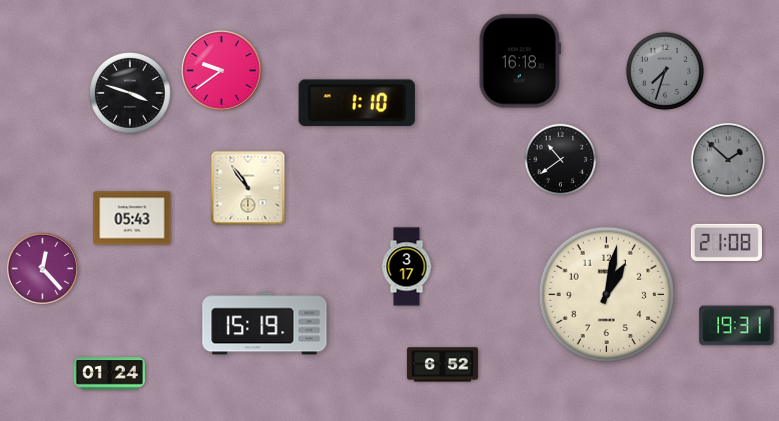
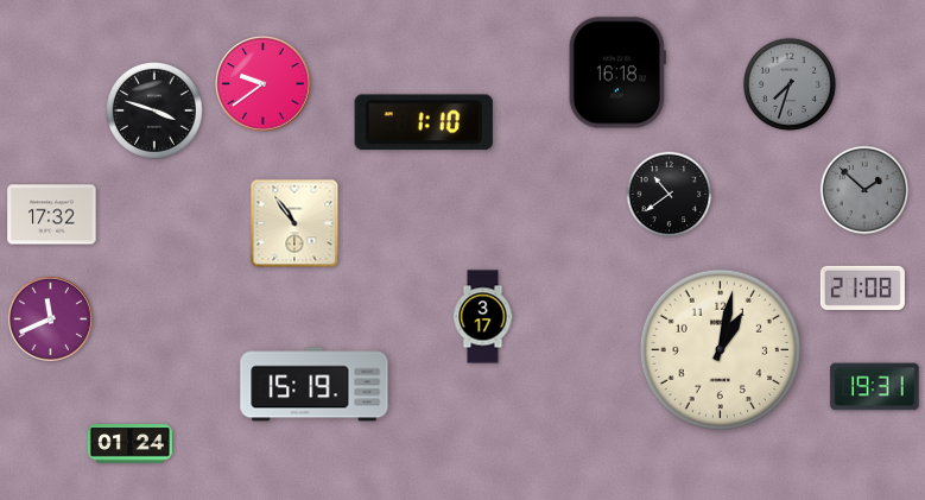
clock at (561, 160) position: (561, 160) -> (670, 195)
clock at (52, 215): none -> 17:32
clock at (132, 218): 05:43 -> none
clock at (42, 268): 12:23 -> 11:41
clock at (442, 365): 6:52 -> none
